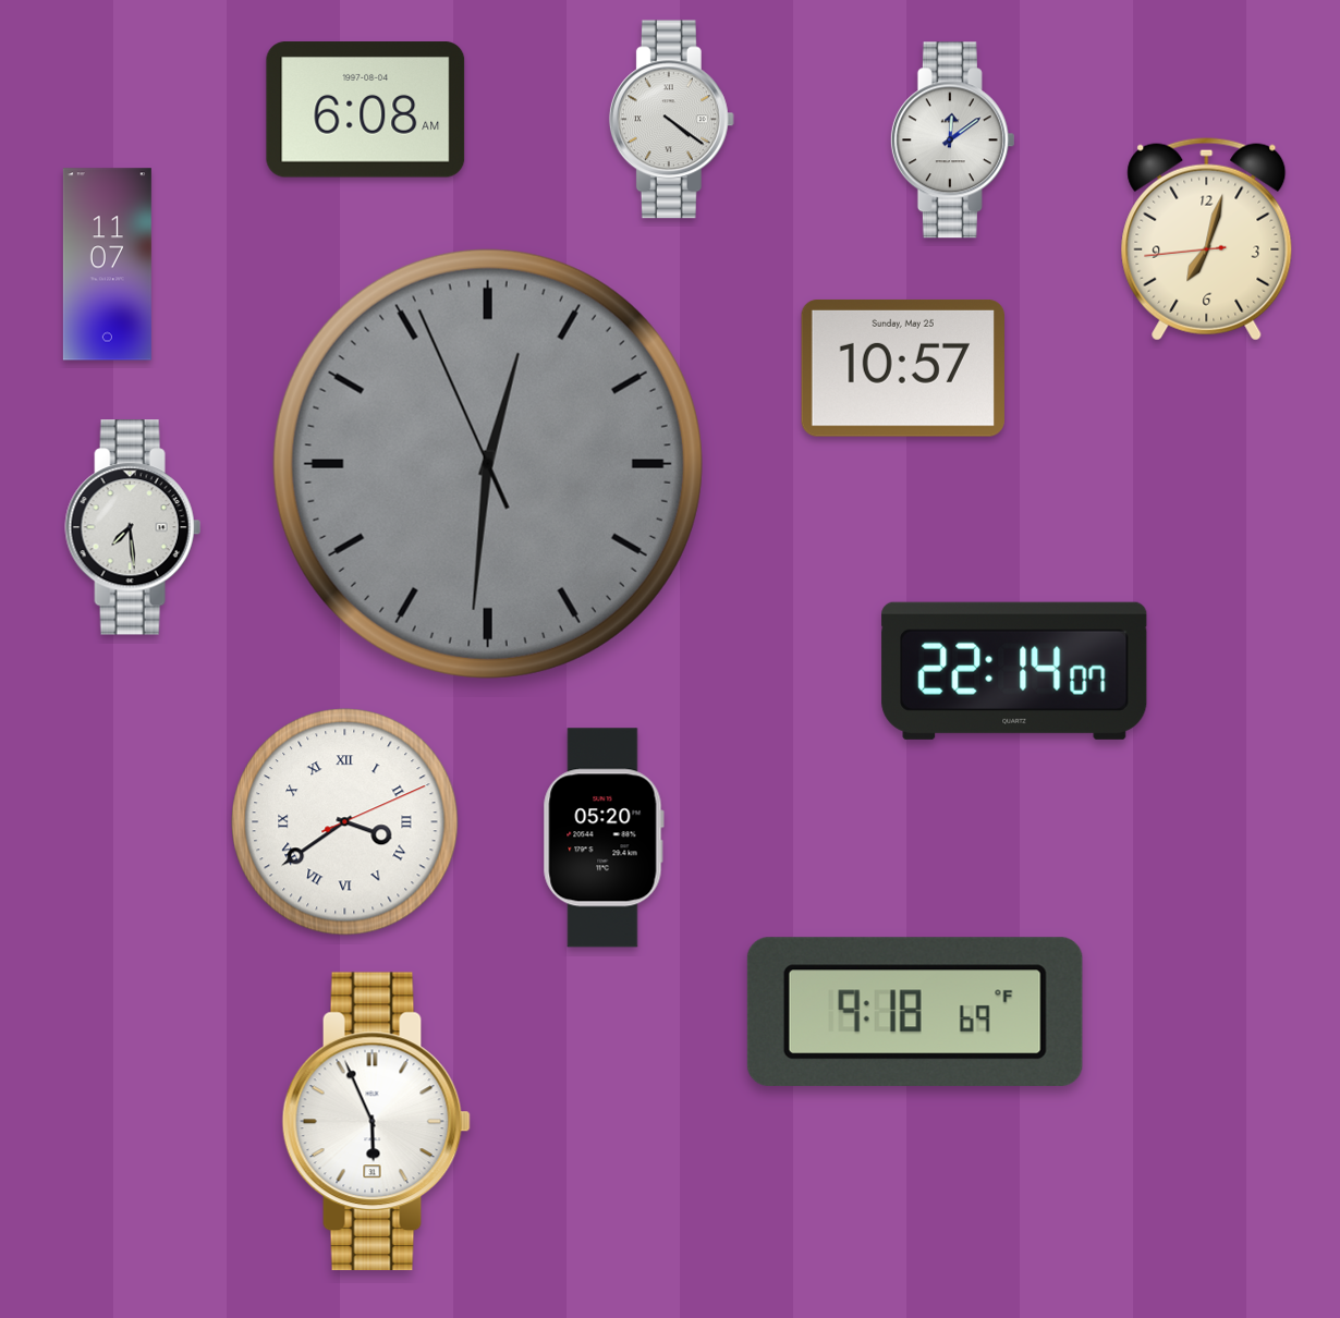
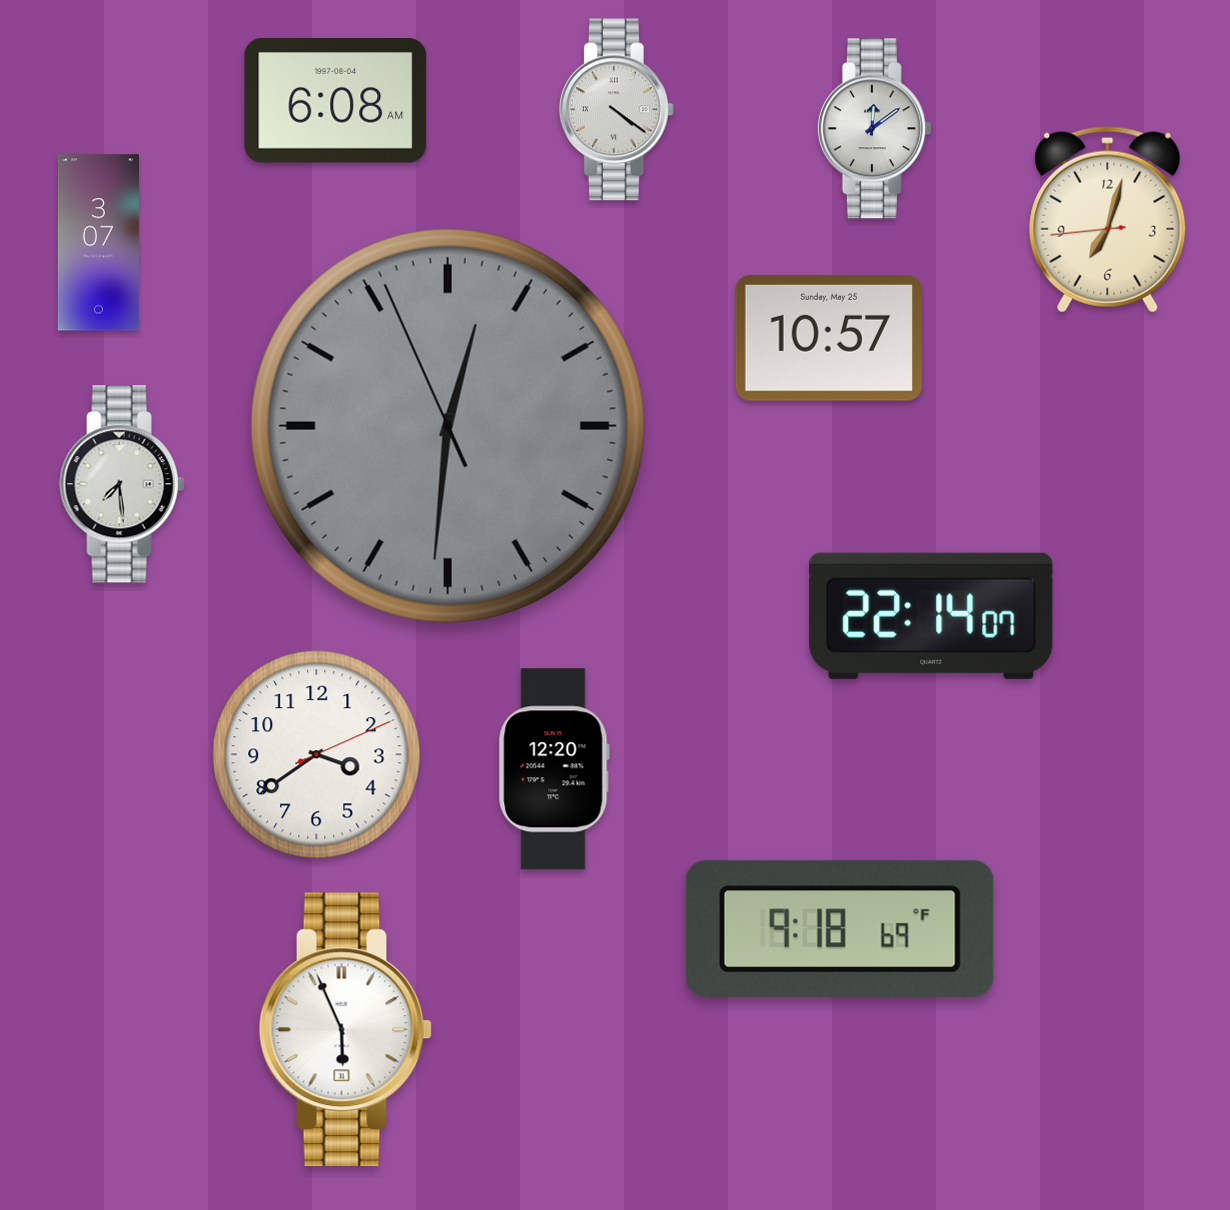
clock at (107, 265): 11:07 -> 3:07
clock at (345, 822) numerals: Roman -> Arabic
clock at (604, 838): 05:20 -> 12:20
